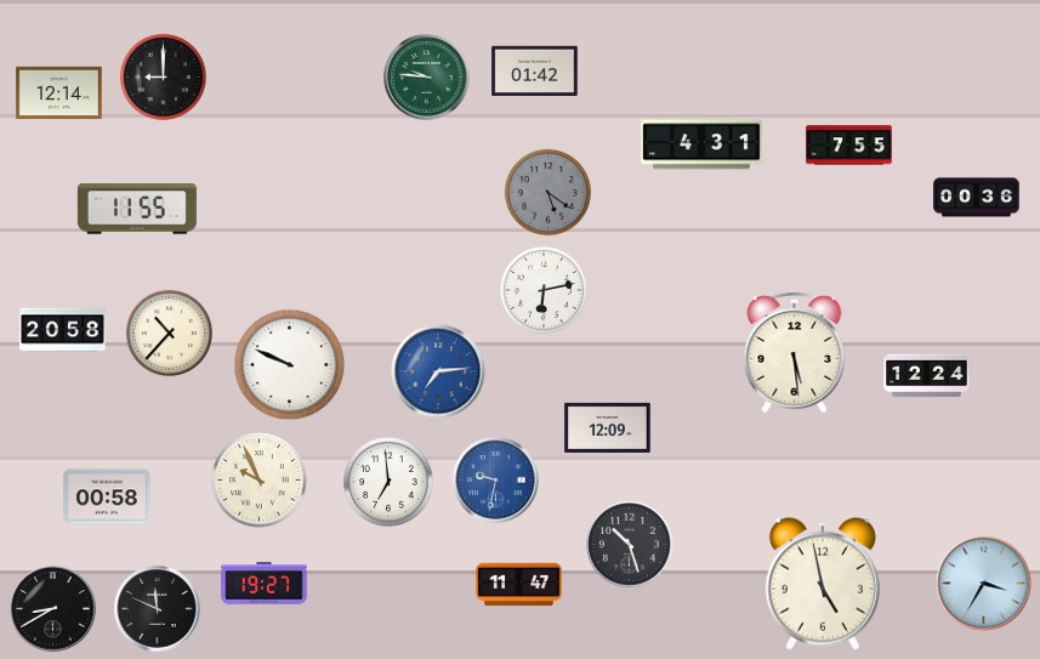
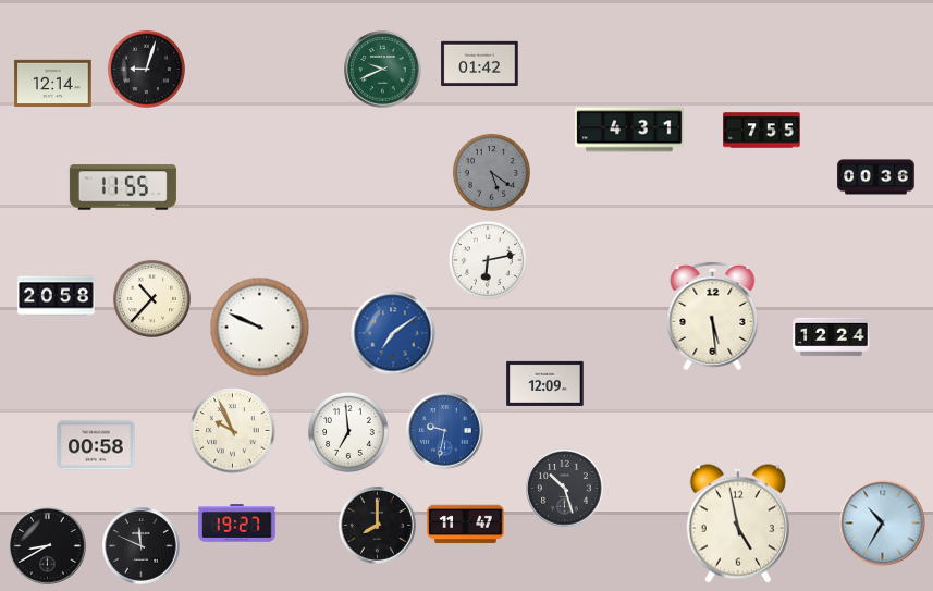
clock at (163, 76): 9:00 -> 9:03
clock at (427, 78): 9:46 -> 9:41
clock at (438, 371): 7:14 -> 7:09
clock at (984, 584): 3:35 -> 10:35
clock at (378, 526): none -> 8:00
